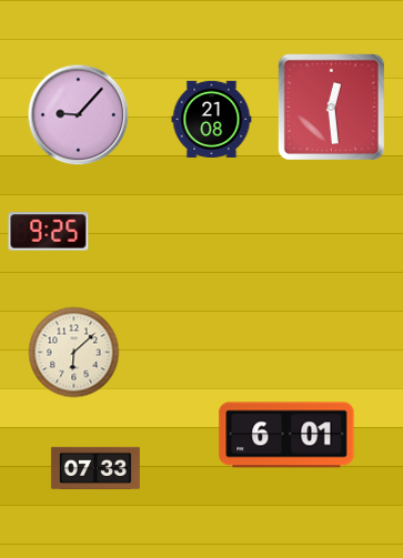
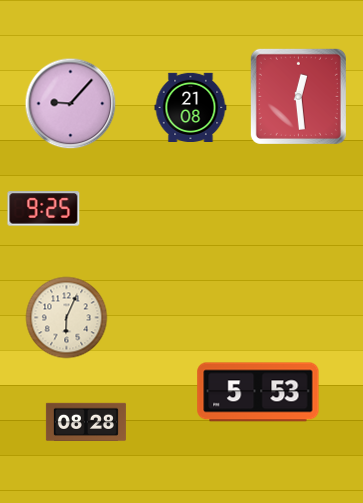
clock at (74, 353): 6:08 -> 6:04
clock at (286, 435): 6:01 -> 5:53
clock at (95, 468): 07:33 -> 08:28
